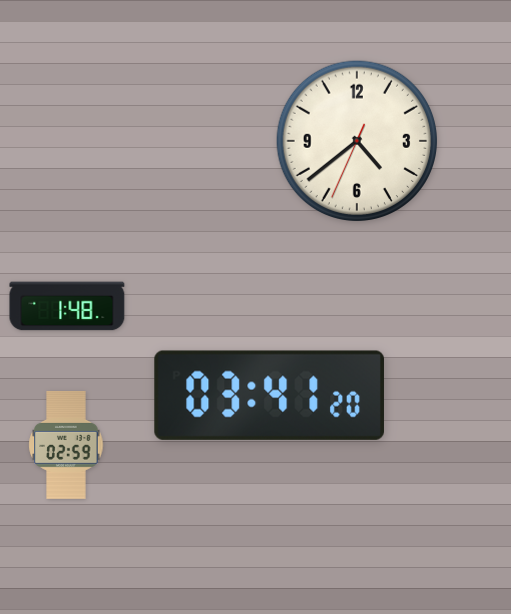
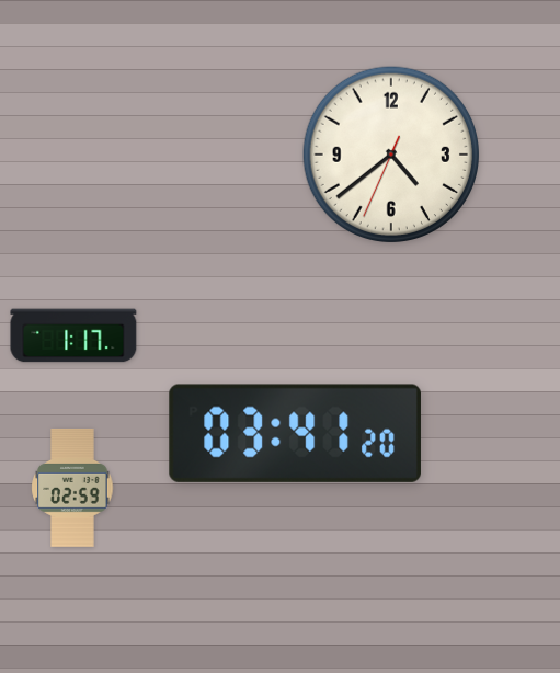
clock at (67, 306): 1:48 -> 1:17
